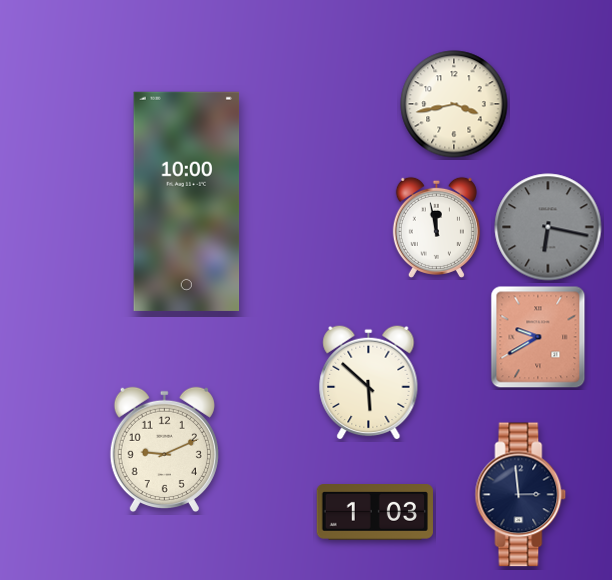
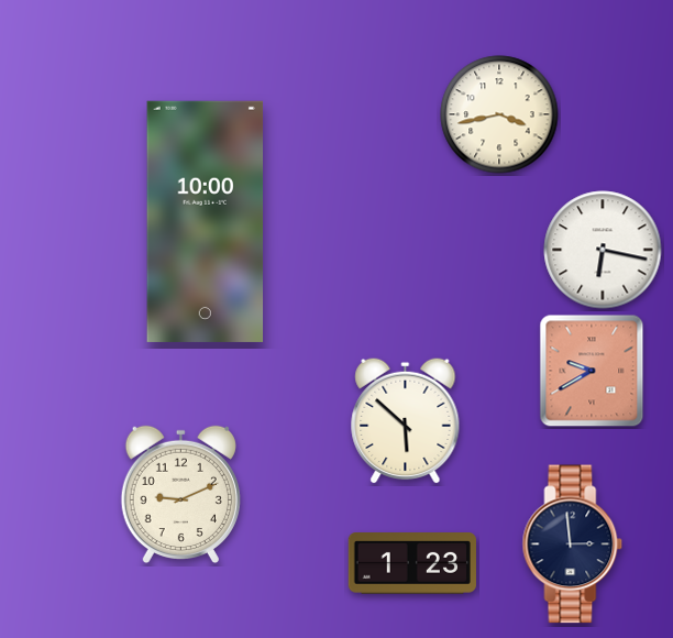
clock at (436, 227): 11:58 -> none
clock at (548, 227) dial: grey -> white
clock at (375, 513): 1:03 -> 1:23
